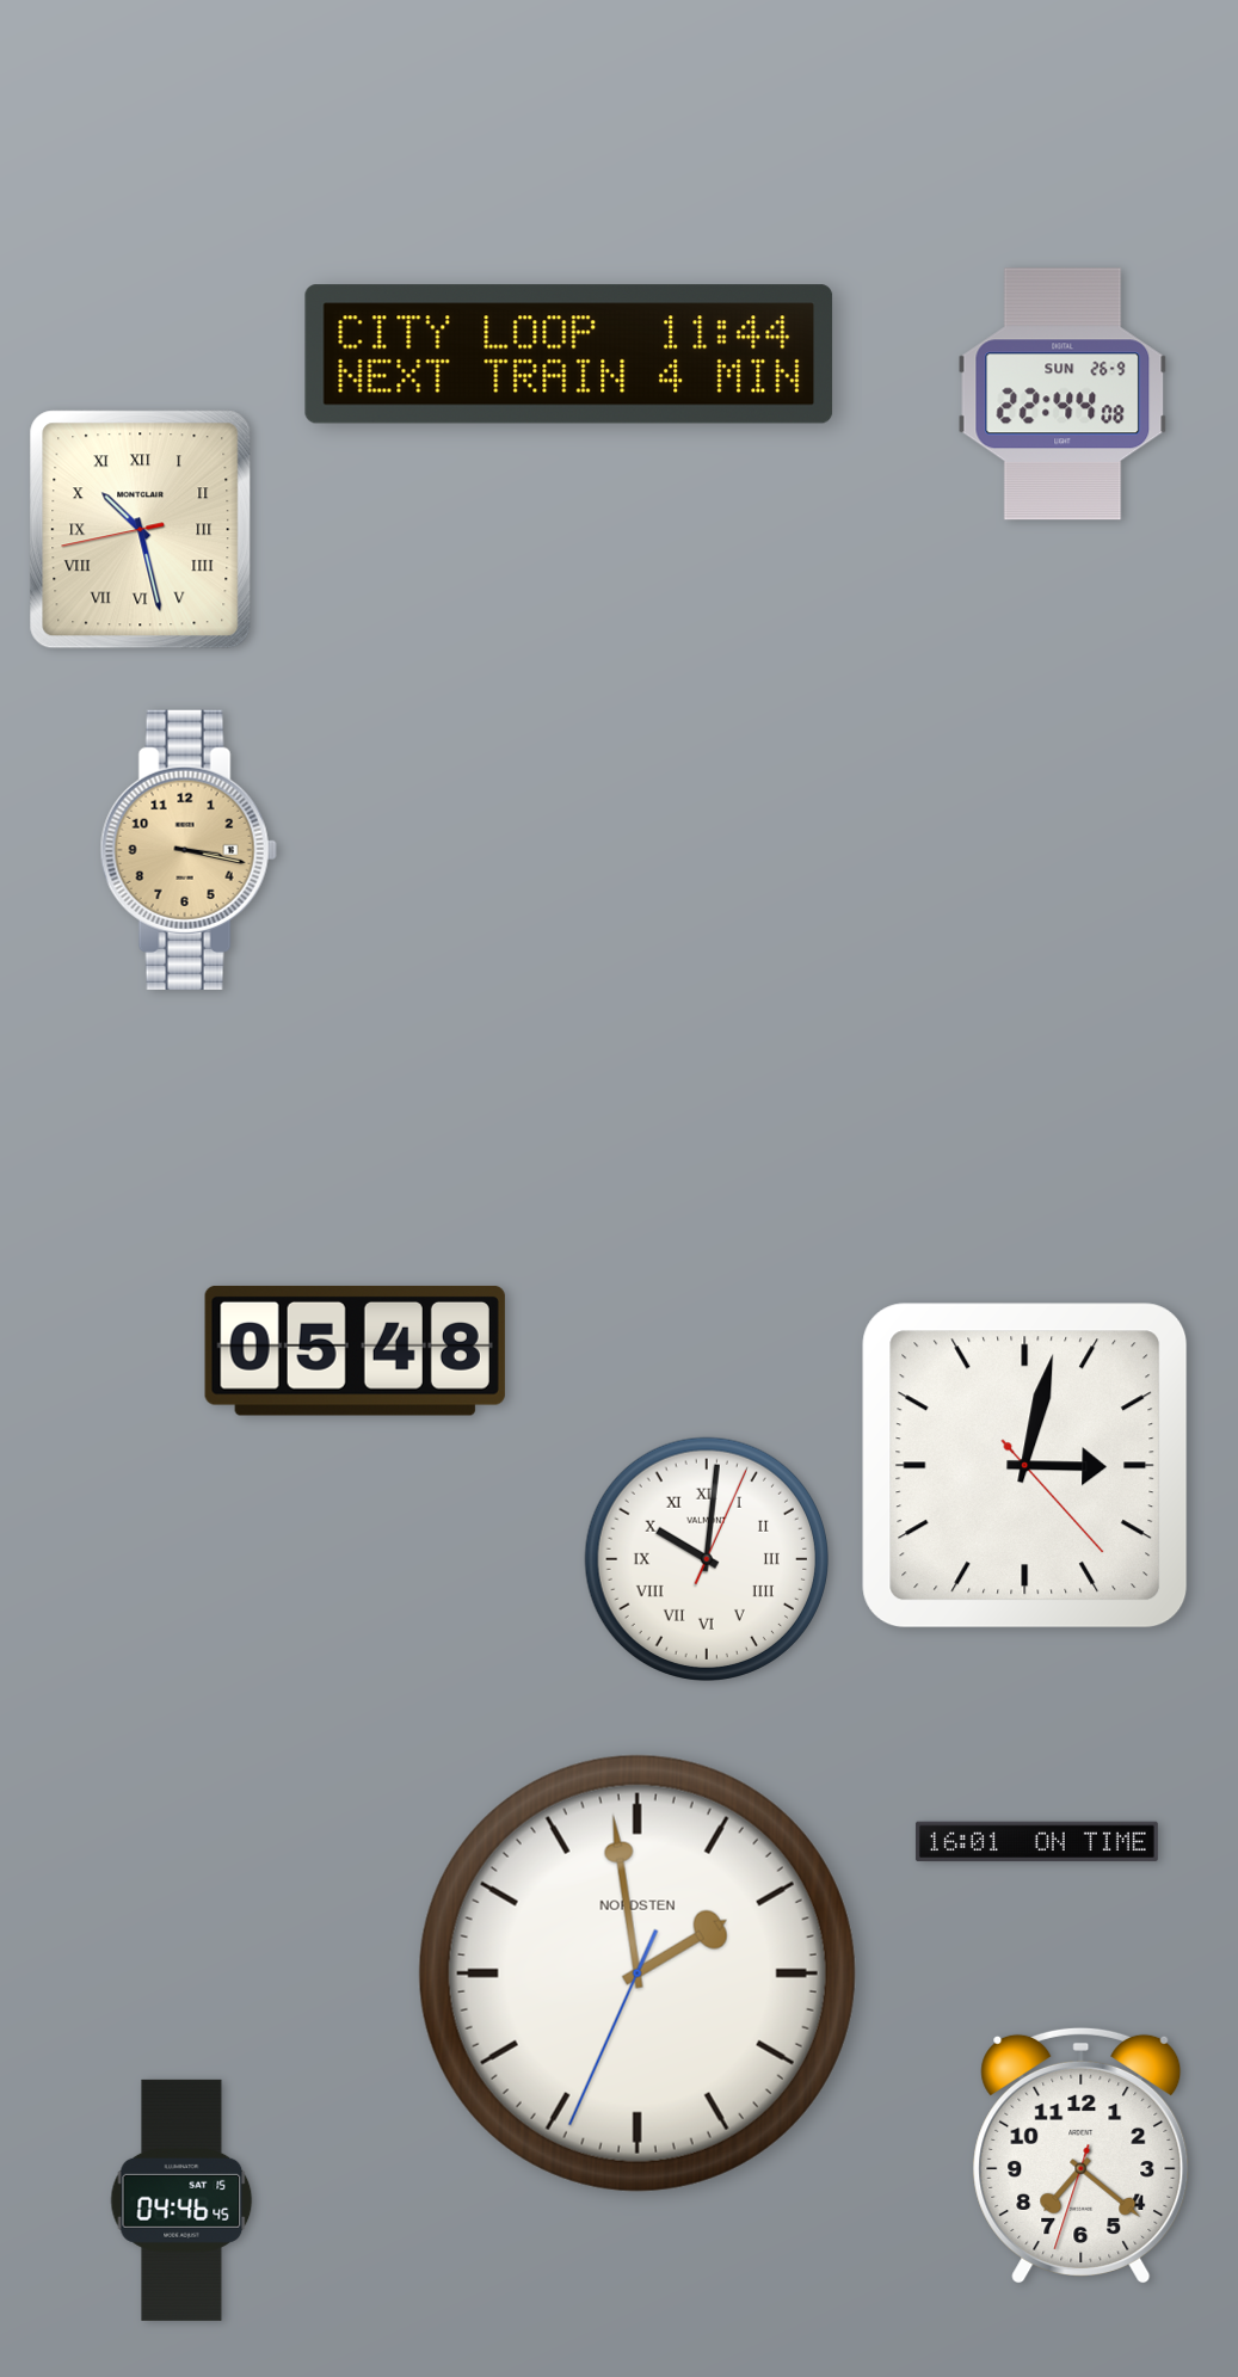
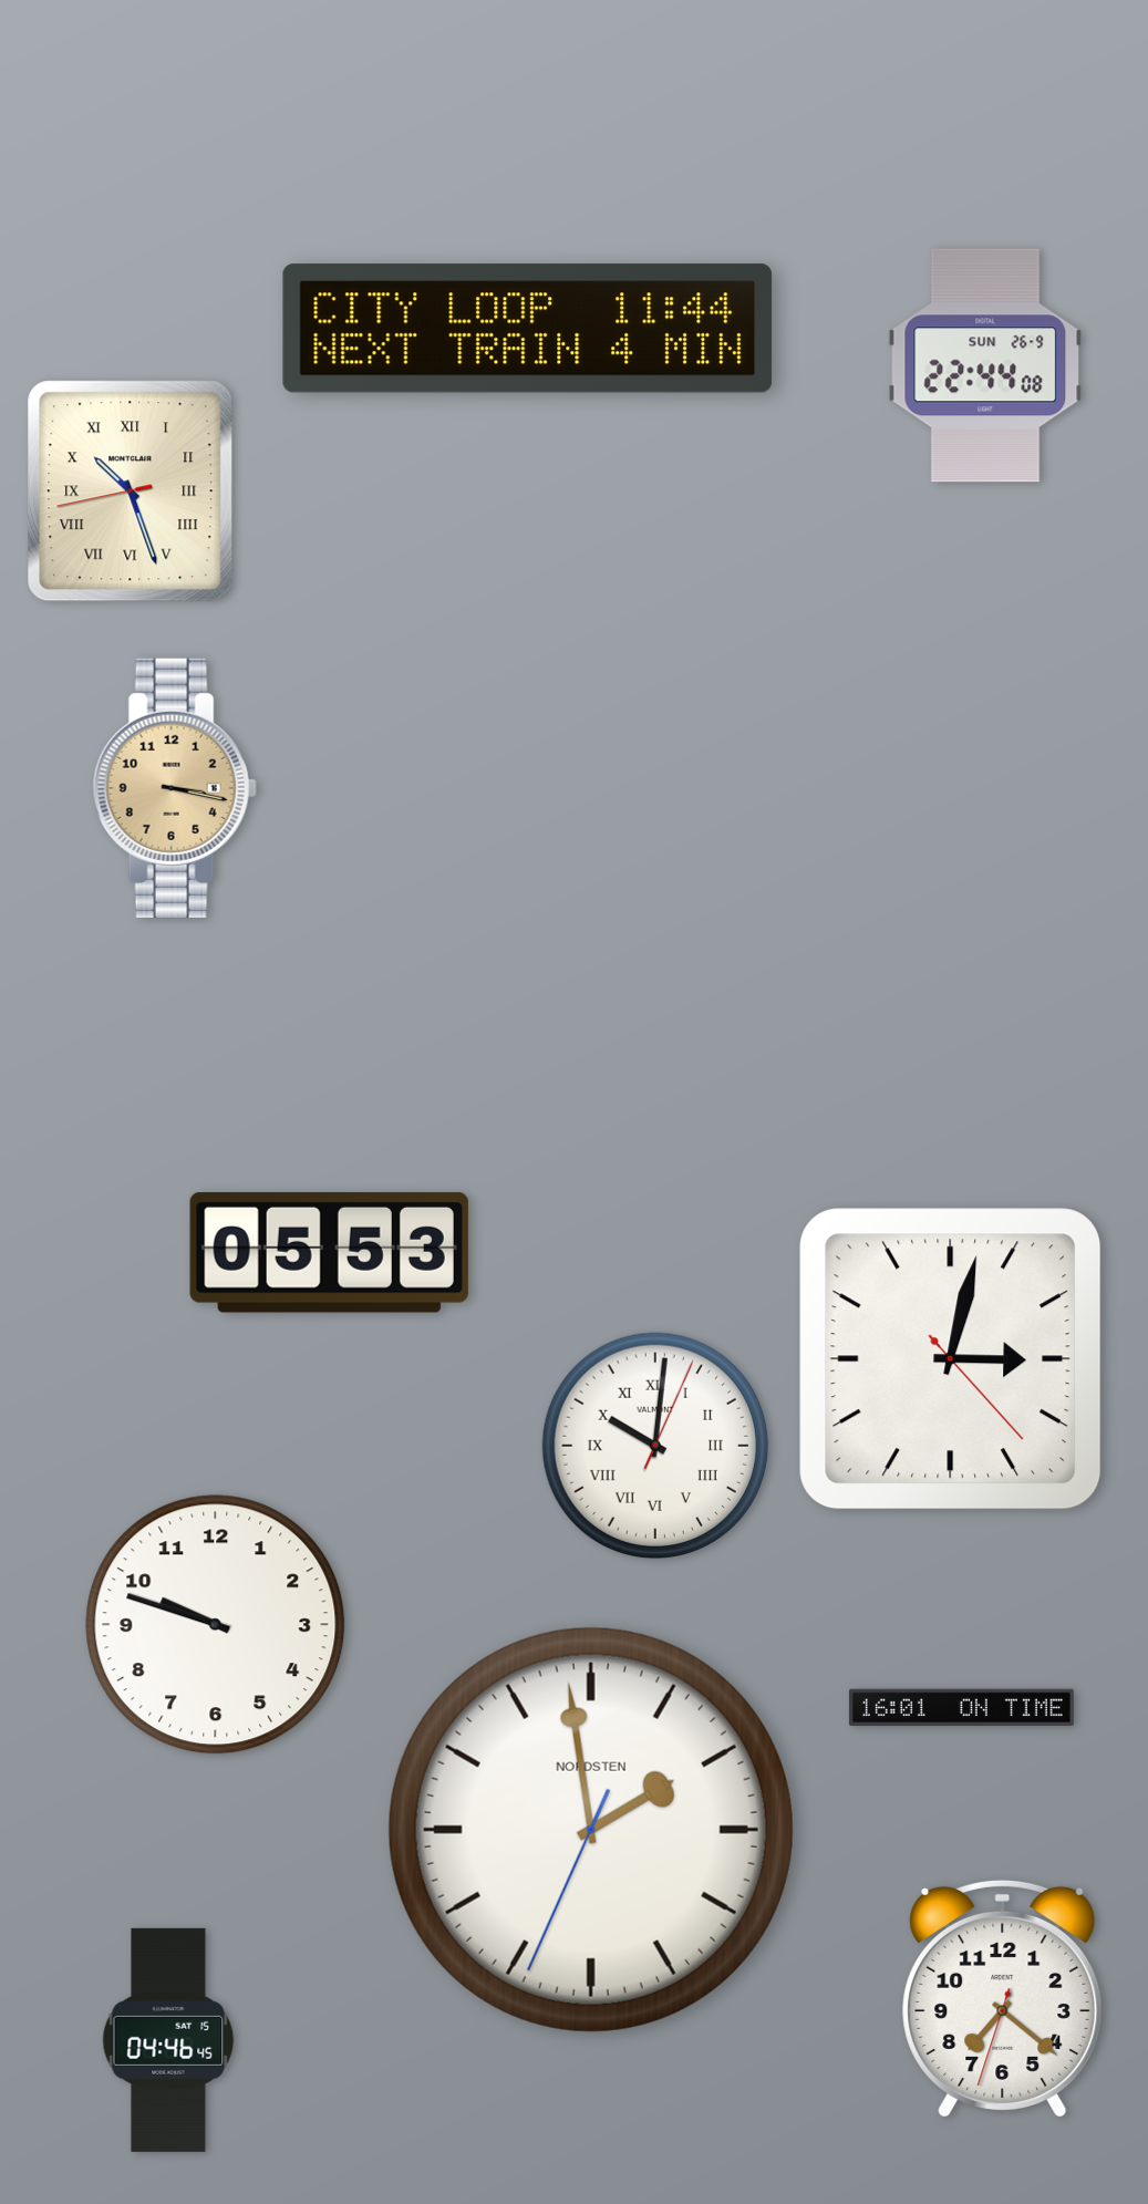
clock at (141, 530): 10:27 -> 10:26
clock at (355, 1350): 05:48 -> 05:53
clock at (216, 1625): none -> 9:48
